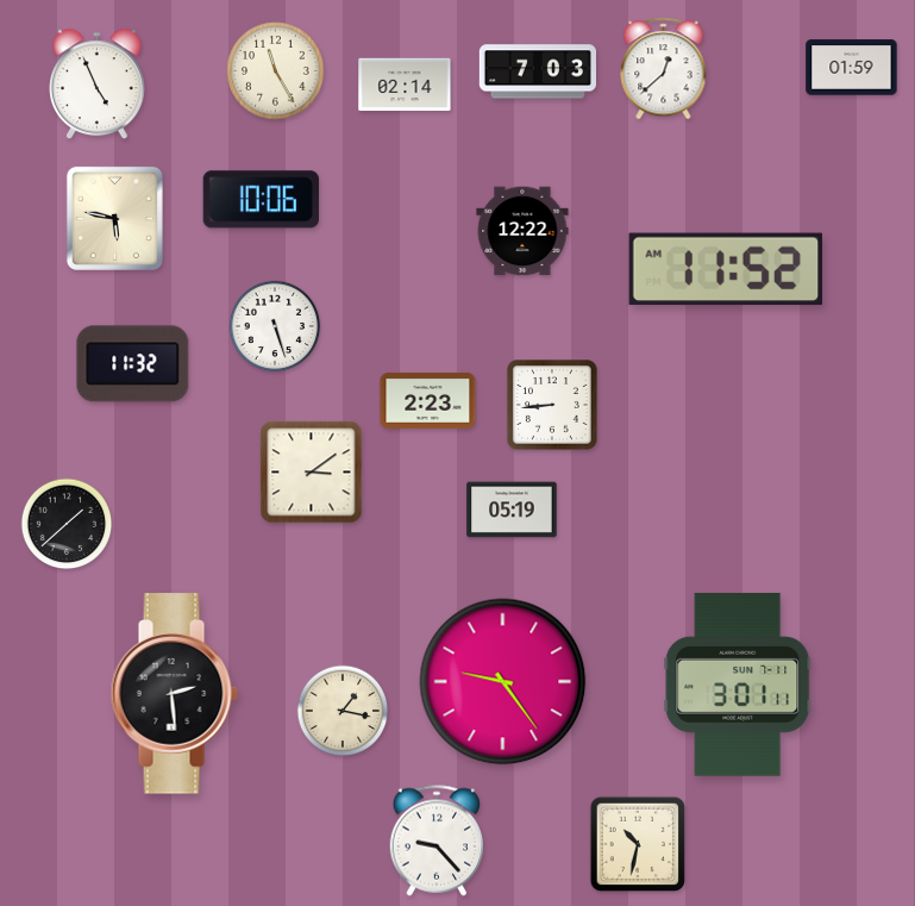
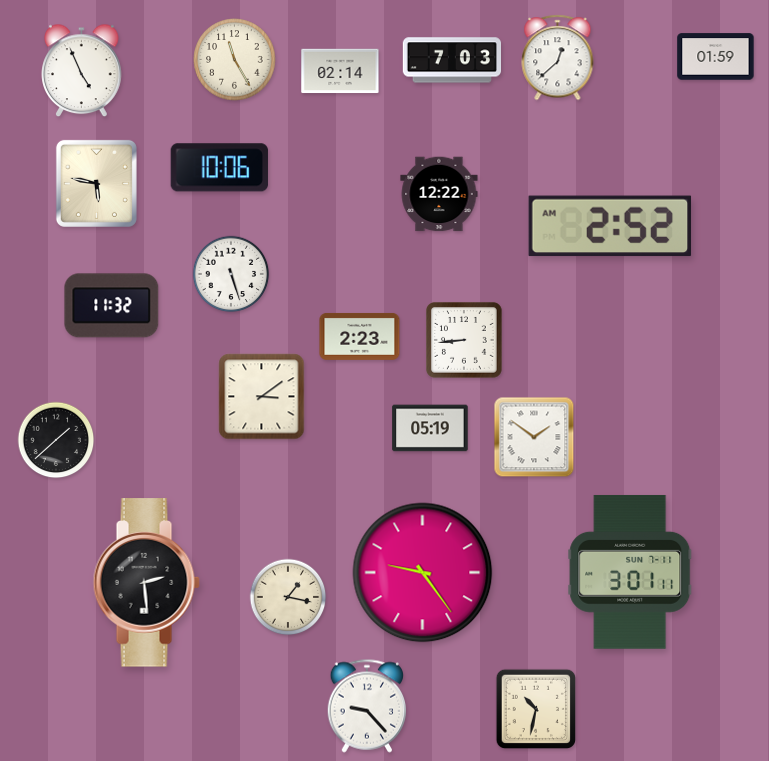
clock at (276, 71) position: (276, 71) -> (235, 60)
clock at (726, 269): 11:52 -> 2:52
clock at (534, 437): none -> 1:51
clock at (738, 685) position: (738, 685) -> (630, 572)
